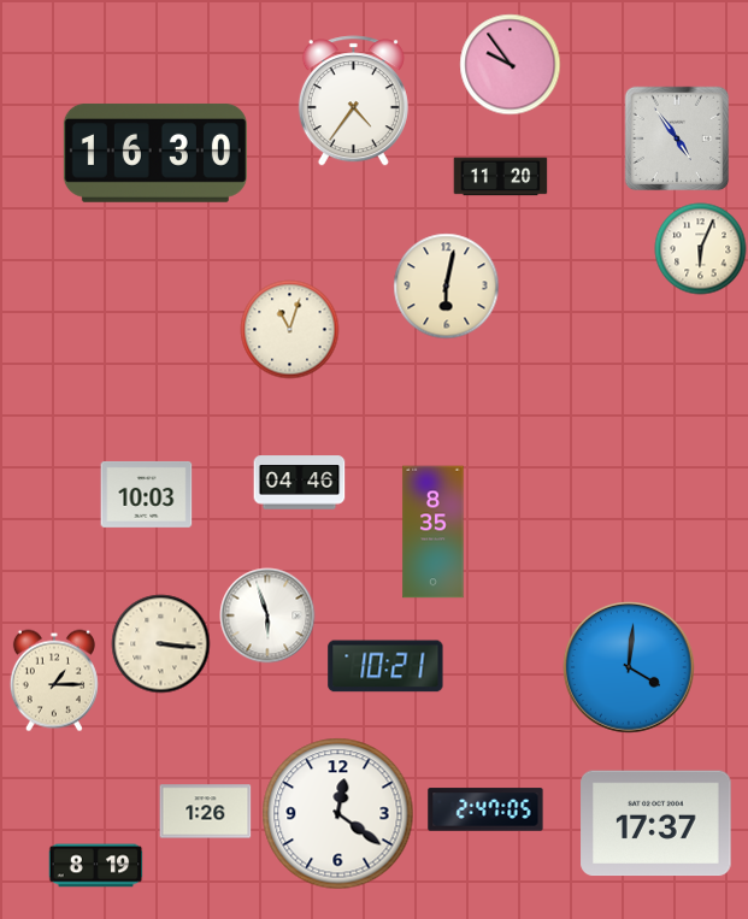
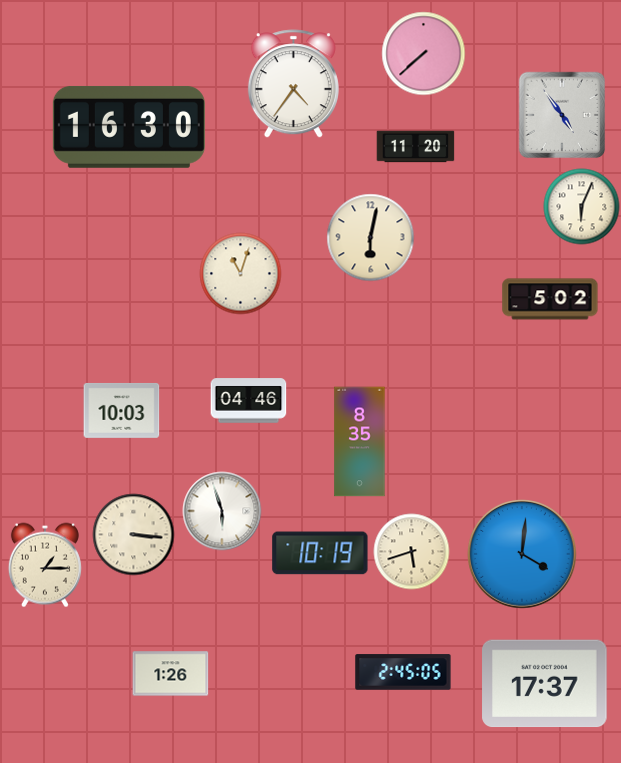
clock at (511, 65): 9:54 -> 7:38
clock at (550, 299): none -> 5:02
clock at (412, 552): none -> 5:42
clock at (385, 666): 10:21 -> 10:19
clock at (485, 809): 2:47 -> 2:45
clock at (338, 814): 12:21 -> none
clock at (96, 866): 8:19 -> none
